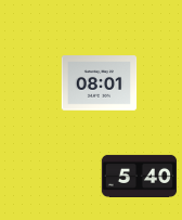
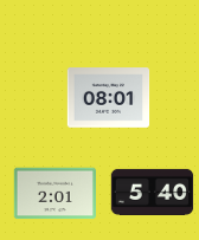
clock at (100, 83) position: (100, 83) -> (109, 98)
clock at (54, 194): none -> 2:01
